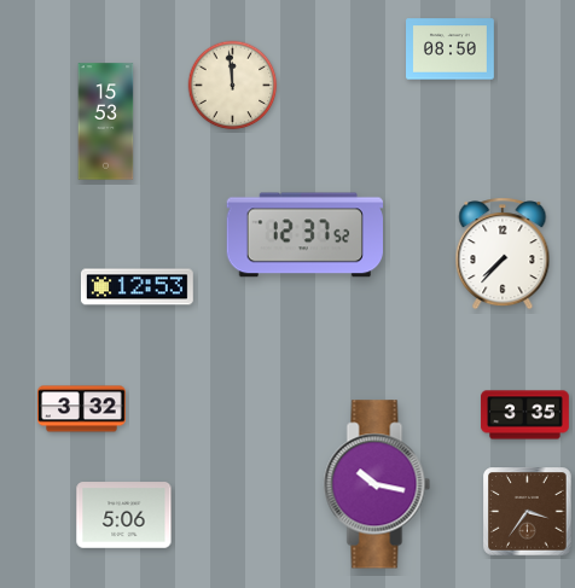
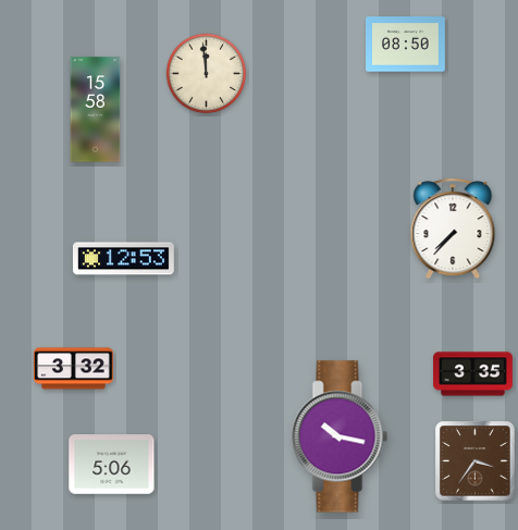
clock at (233, 86) position: (233, 86) -> (207, 74)
clock at (106, 122): 15:53 -> 15:58
clock at (304, 235): 12:37 -> none
